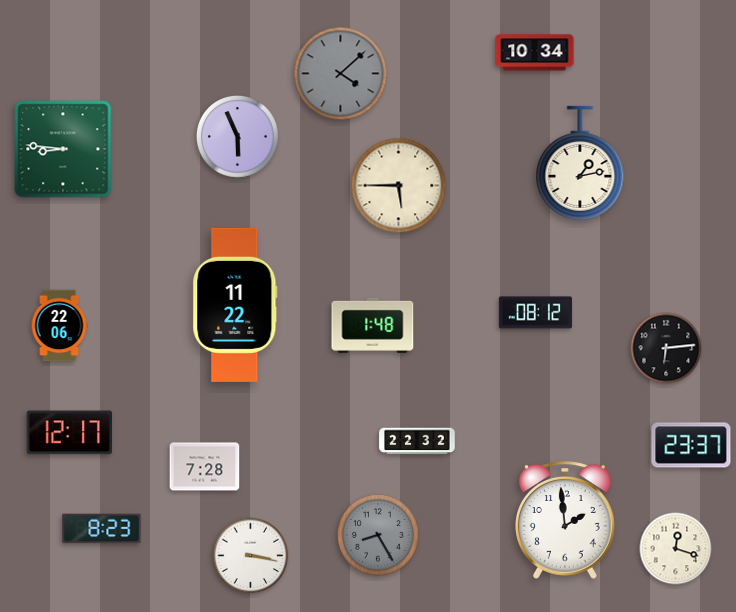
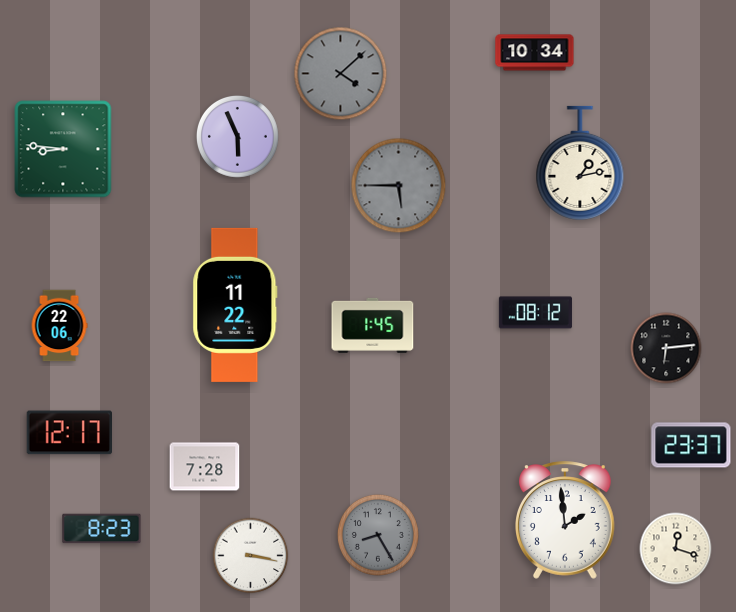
clock at (399, 186) dial: cream -> grey
clock at (373, 325): 1:48 -> 1:45
clock at (417, 441): 22:32 -> none
